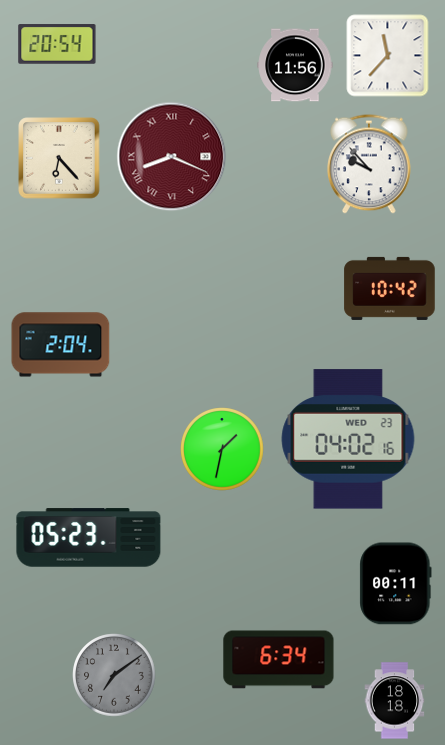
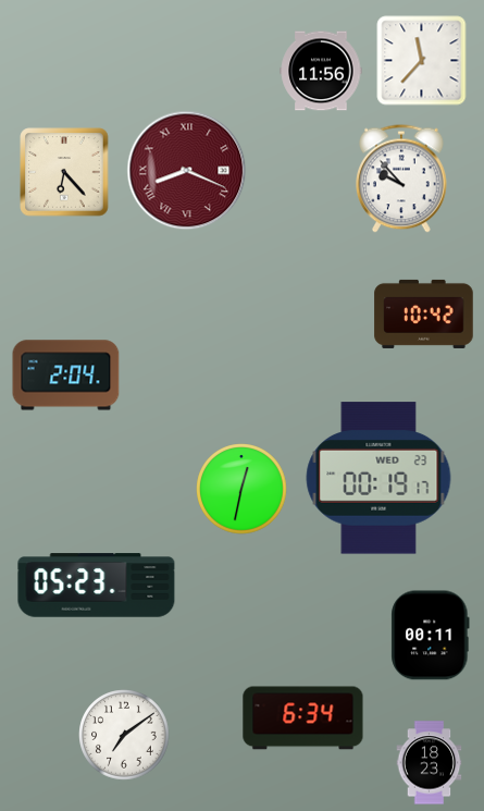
clock at (57, 44): 20:54 -> none
clock at (348, 439): 04:02 -> 00:19
clock at (222, 449): 1:32 -> 12:32
clock at (114, 675) dial: grey -> white
clock at (395, 701): 18:18 -> 18:23
